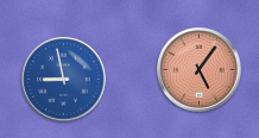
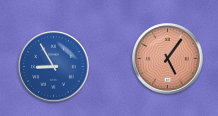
clock at (64, 80): 8:58 -> 8:55
